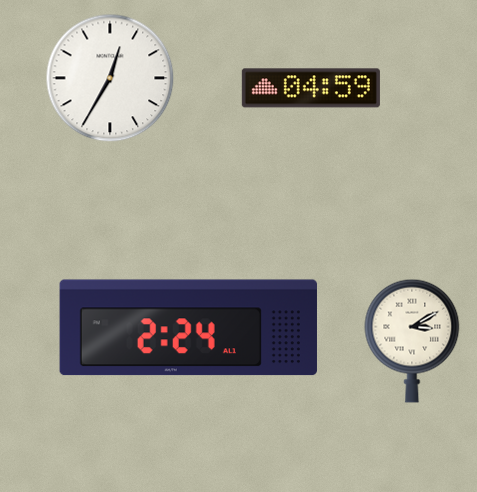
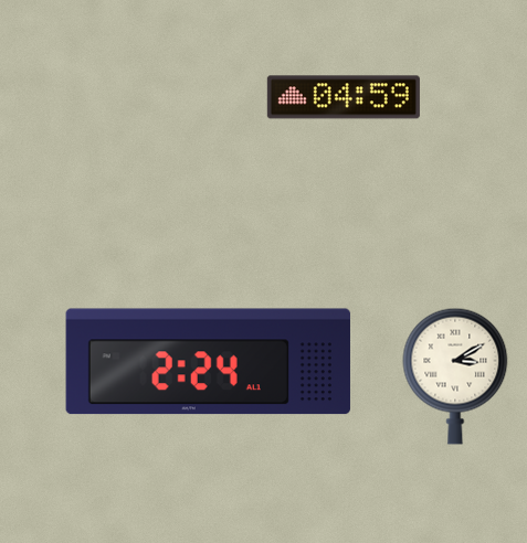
clock at (110, 78): 12:35 -> none
